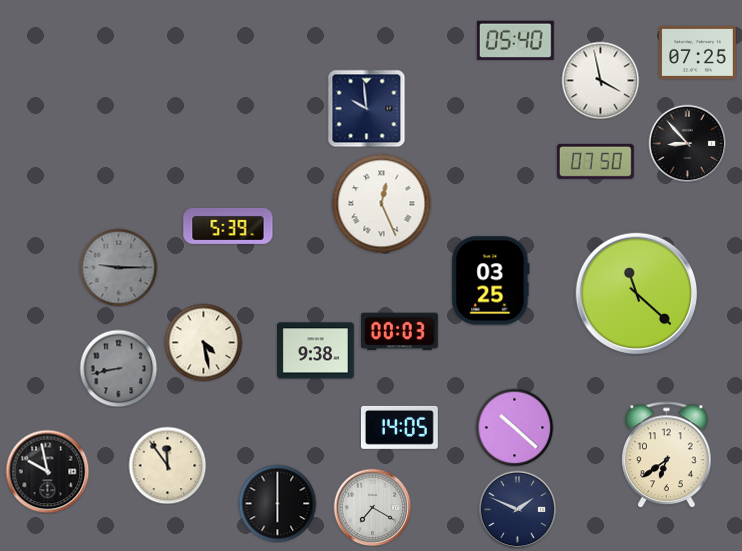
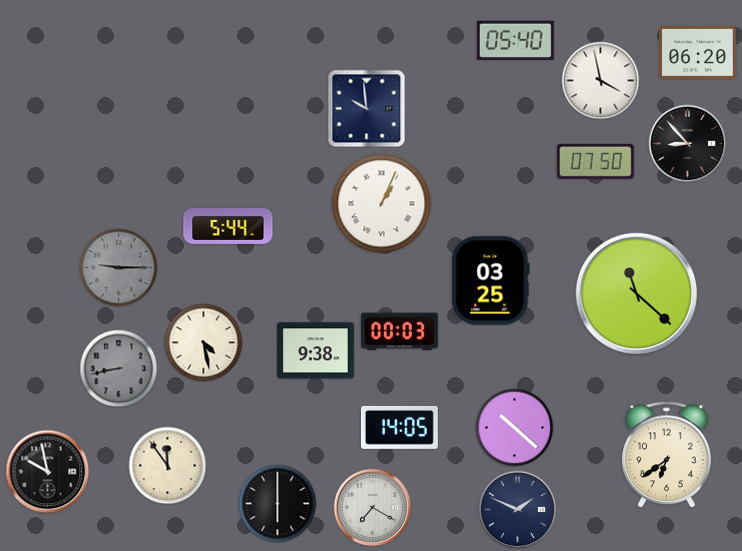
clock at (698, 52): 07:25 -> 06:20
clock at (382, 204): 12:26 -> 1:04
clock at (228, 226): 5:39 -> 5:44
